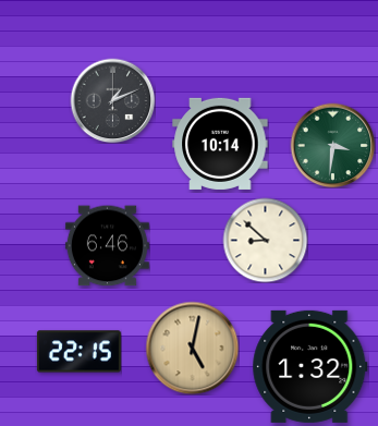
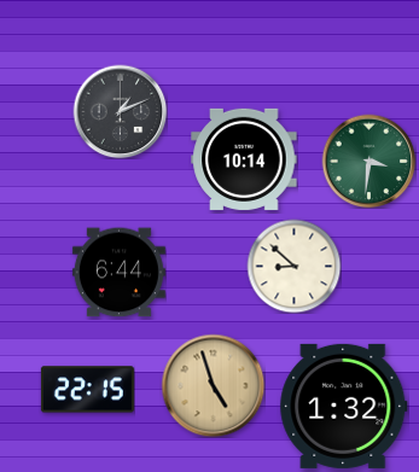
clock at (112, 100) position: (112, 100) -> (120, 111)
clock at (107, 246): 6:46 -> 6:44
clock at (192, 348): 5:02 -> 4:57
